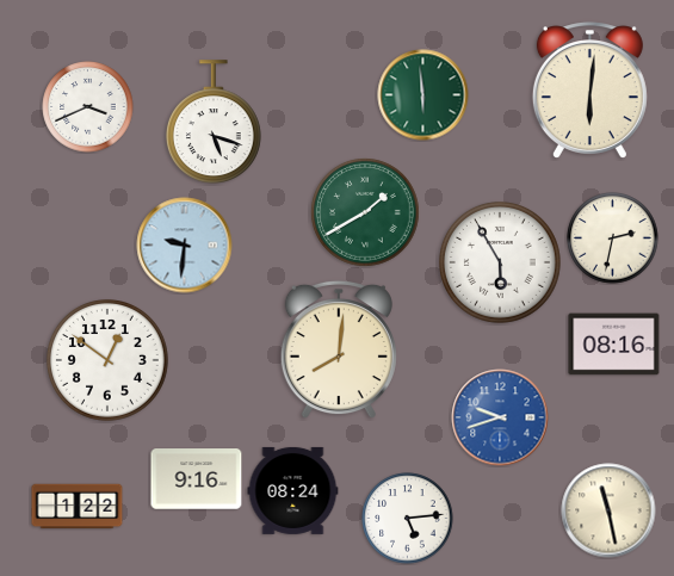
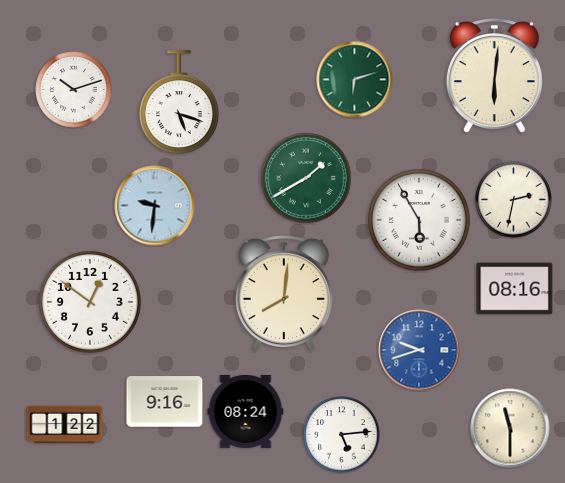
clock at (423, 95): 5:59 -> 6:12
clock at (88, 107): 3:41 -> 10:12
clock at (608, 510): 11:28 -> 11:30
